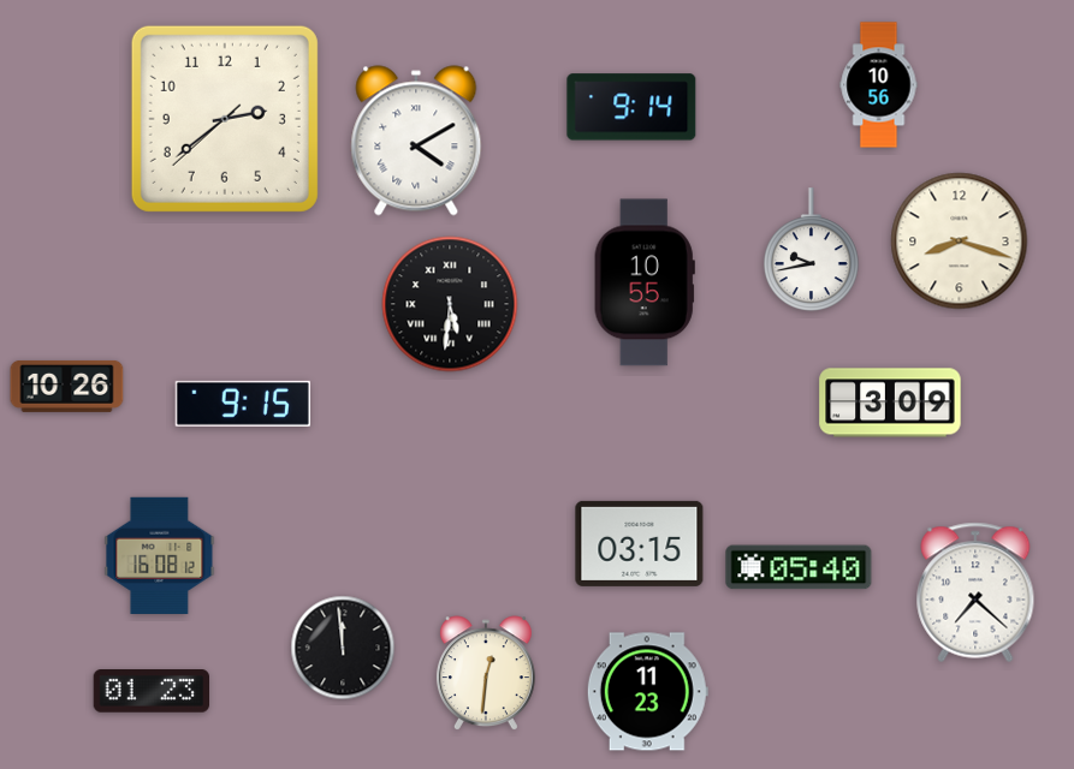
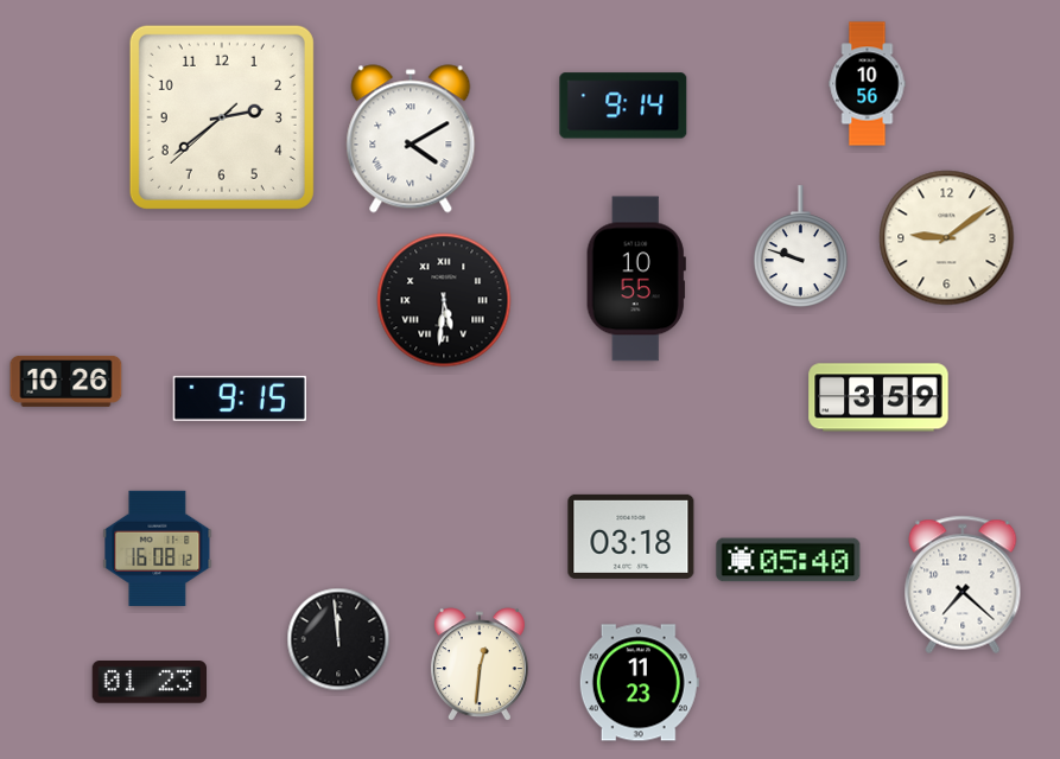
clock at (960, 242): 8:18 -> 9:09
clock at (811, 250): 9:43 -> 9:48
clock at (890, 403): 3:09 -> 3:59
clock at (640, 543): 03:15 -> 03:18
